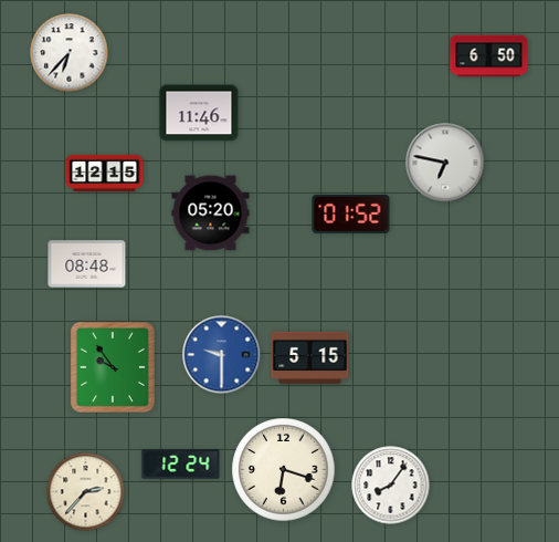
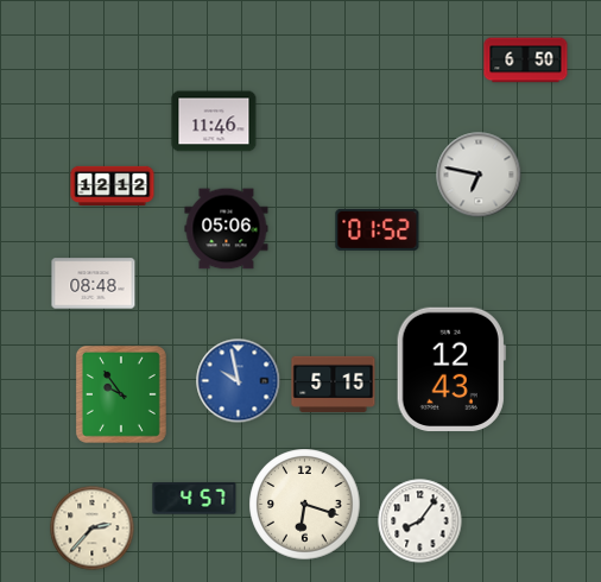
clock at (70, 53): 6:37 -> none
clock at (105, 173): 12:15 -> 12:12
clock at (211, 213): 05:20 -> 05:06
clock at (451, 369): none -> 12:43
clock at (222, 355): 9:30 -> 9:58
clock at (181, 465): 12:24 -> 4:57
